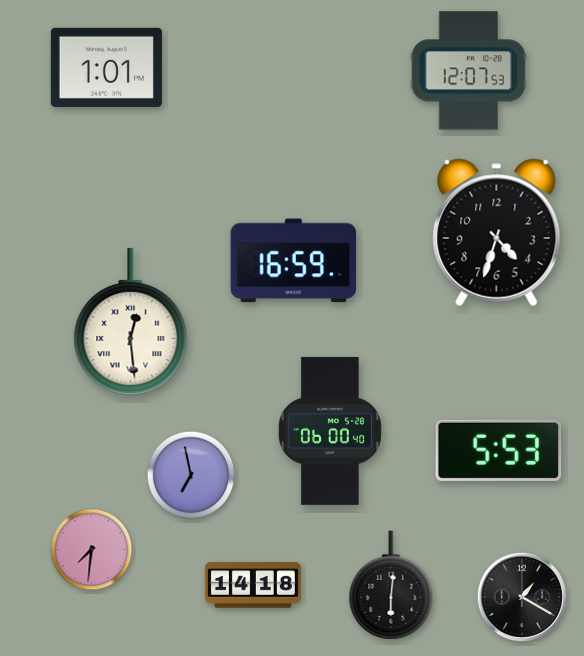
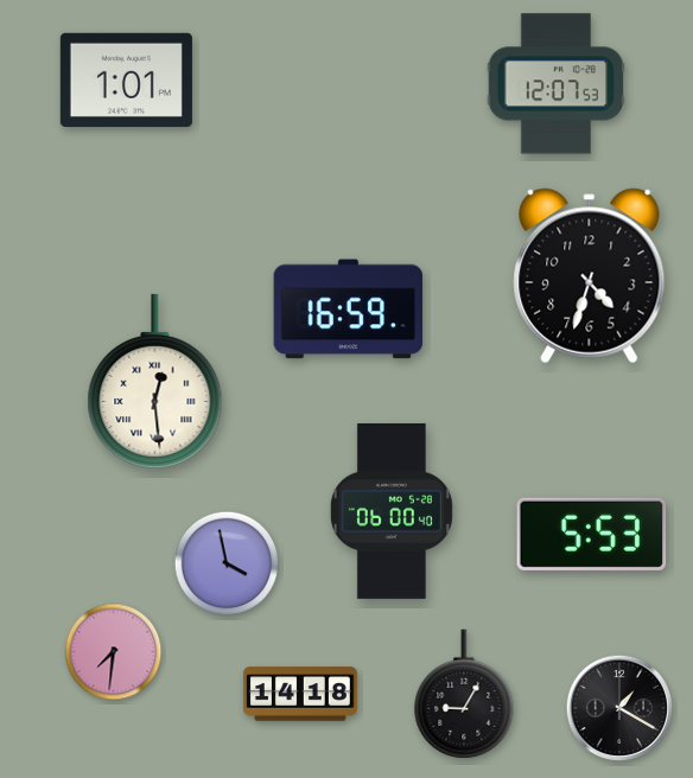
clock at (191, 475): 6:58 -> 3:58
clock at (92, 550) position: (92, 550) -> (114, 652)
clock at (391, 585): 6:01 -> 9:05
